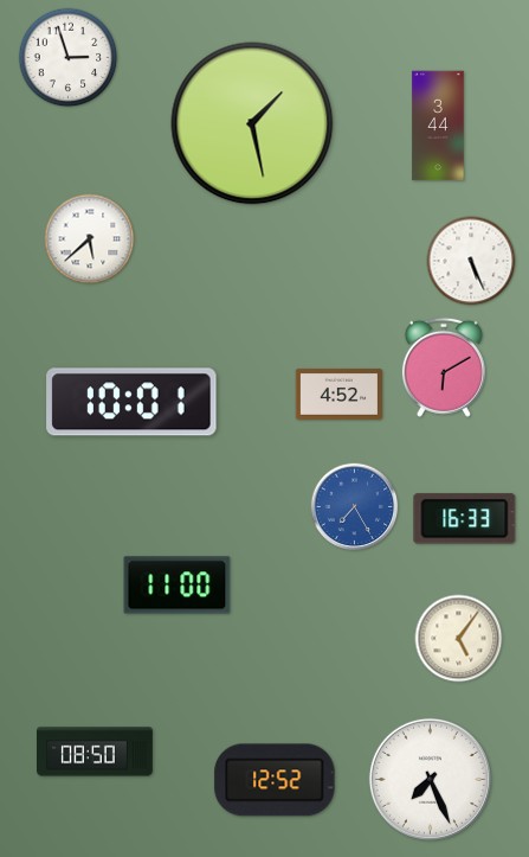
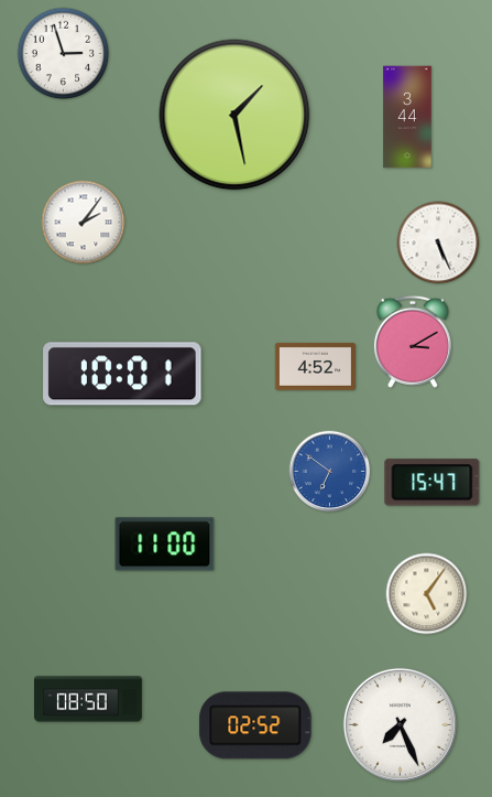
clock at (90, 239): 5:38 -> 2:06
clock at (444, 367): 6:10 -> 3:10
clock at (355, 507): 7:25 -> 6:51
clock at (465, 519): 16:33 -> 15:47
clock at (275, 780): 12:52 -> 02:52
